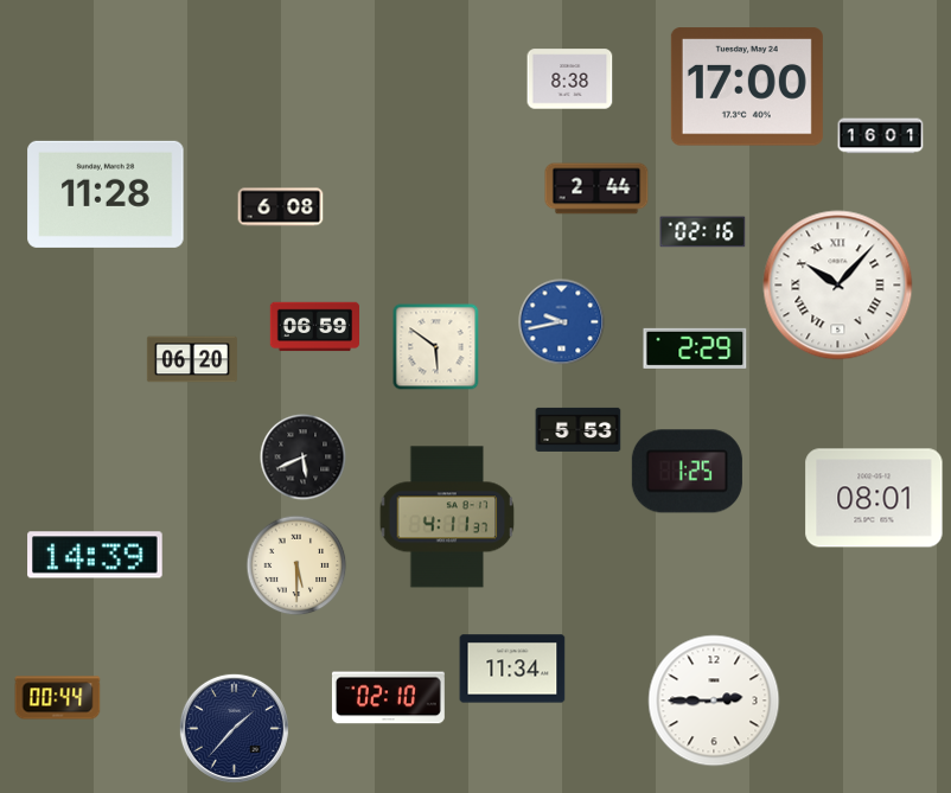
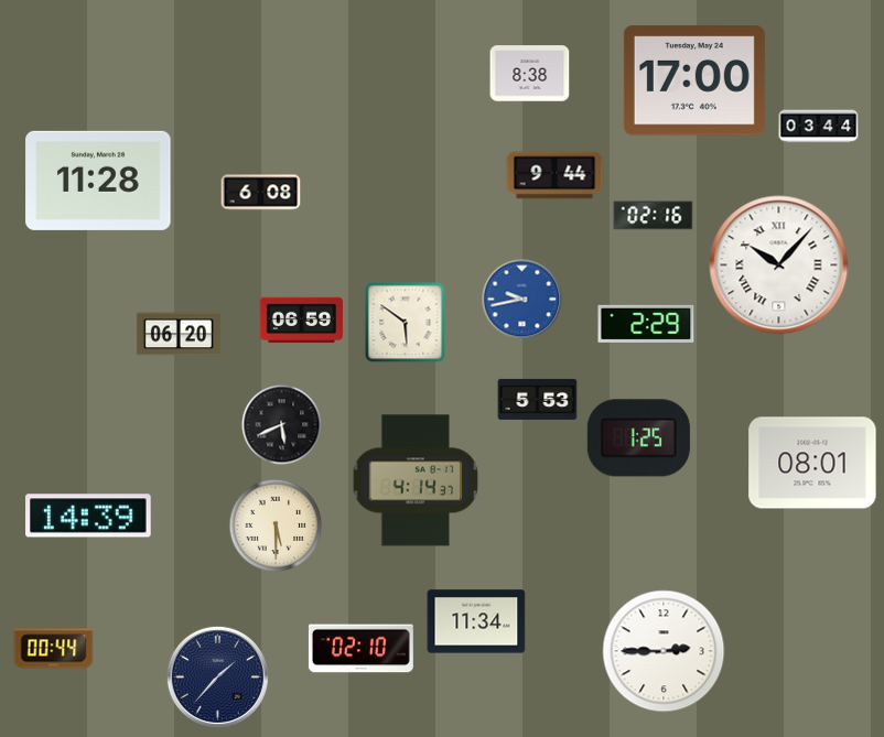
clock at (881, 136): 16:01 -> 03:44
clock at (596, 188): 2:44 -> 9:44
clock at (315, 327) position: (315, 327) -> (302, 321)
clock at (447, 517): 4:11 -> 4:14
